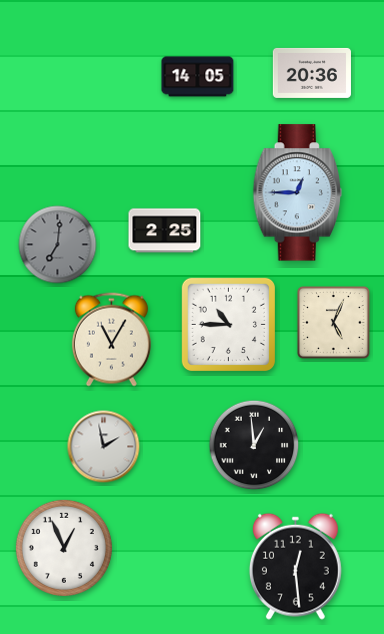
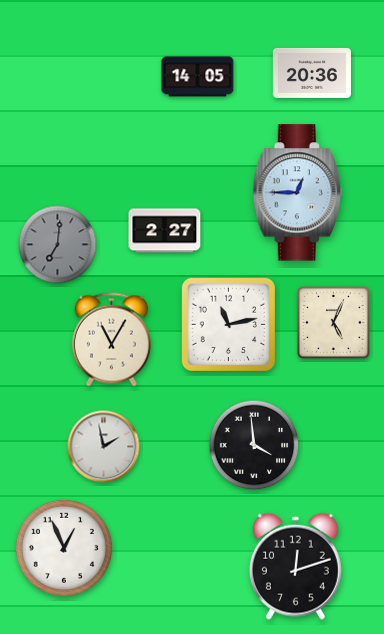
clock at (165, 231): 2:25 -> 2:27
clock at (228, 324): 10:45 -> 11:13
clock at (254, 445): 12:59 -> 3:59
clock at (295, 566): 12:29 -> 12:12
